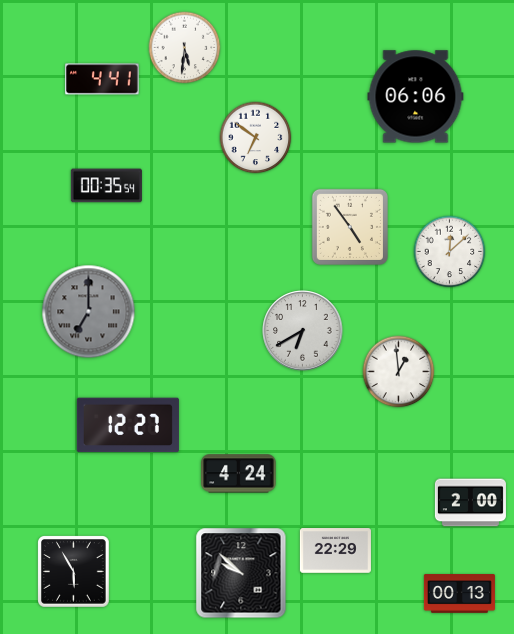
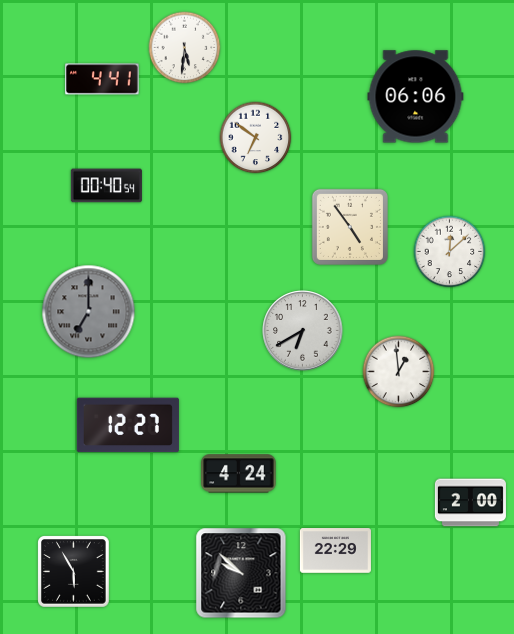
clock at (106, 186): 00:35 -> 00:40
clock at (459, 594): 00:13 -> none
